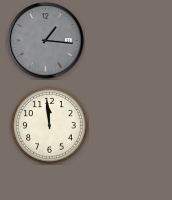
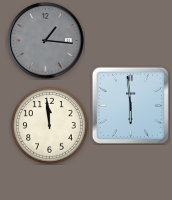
clock at (130, 105): none -> 5:59
